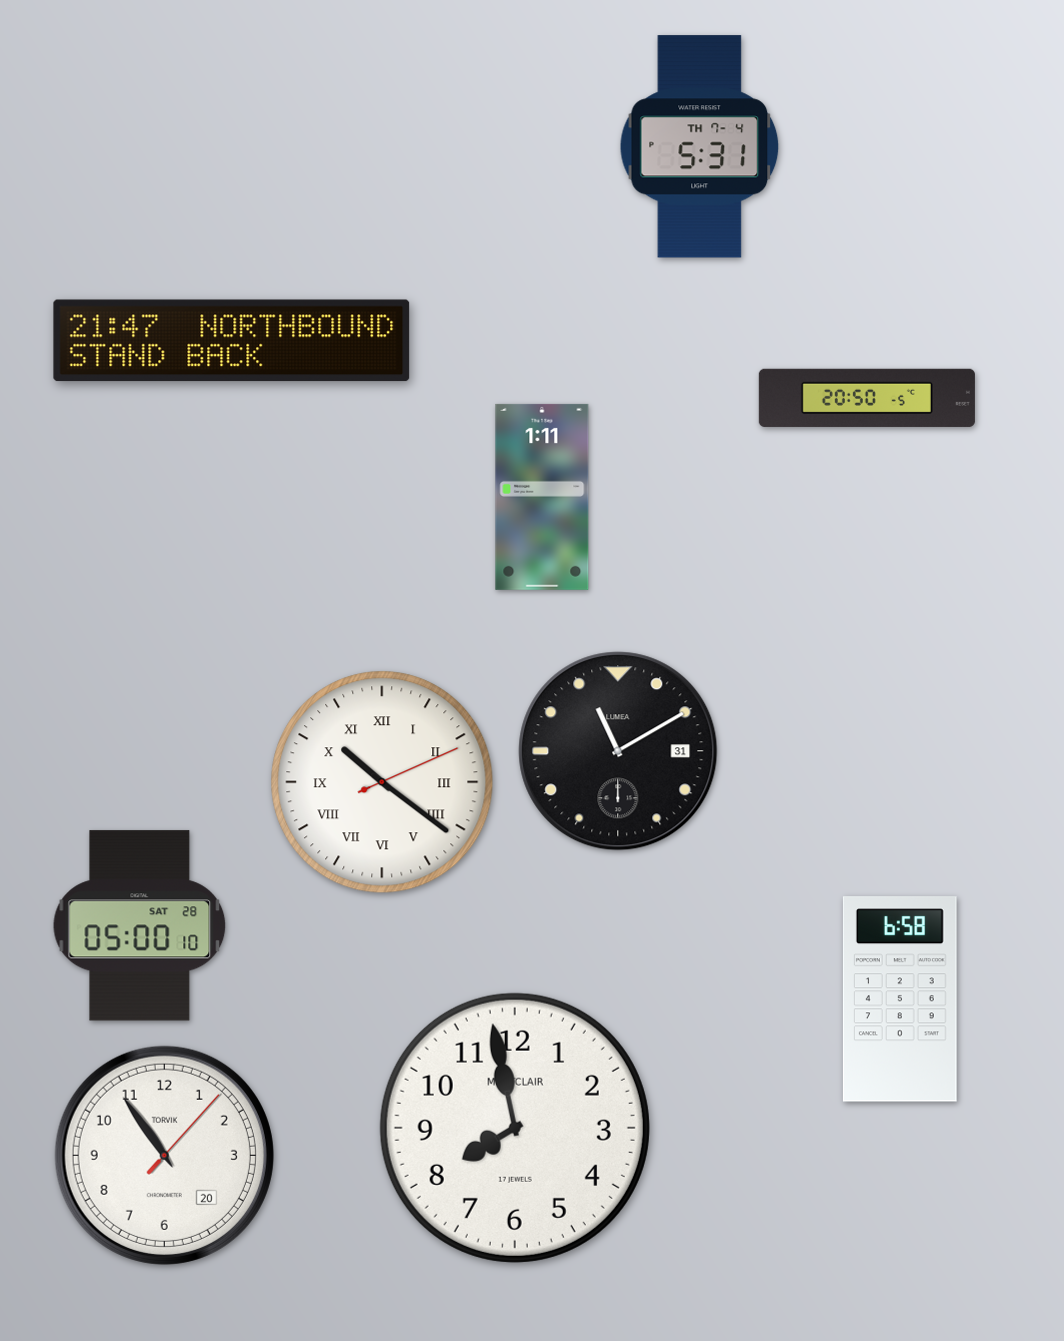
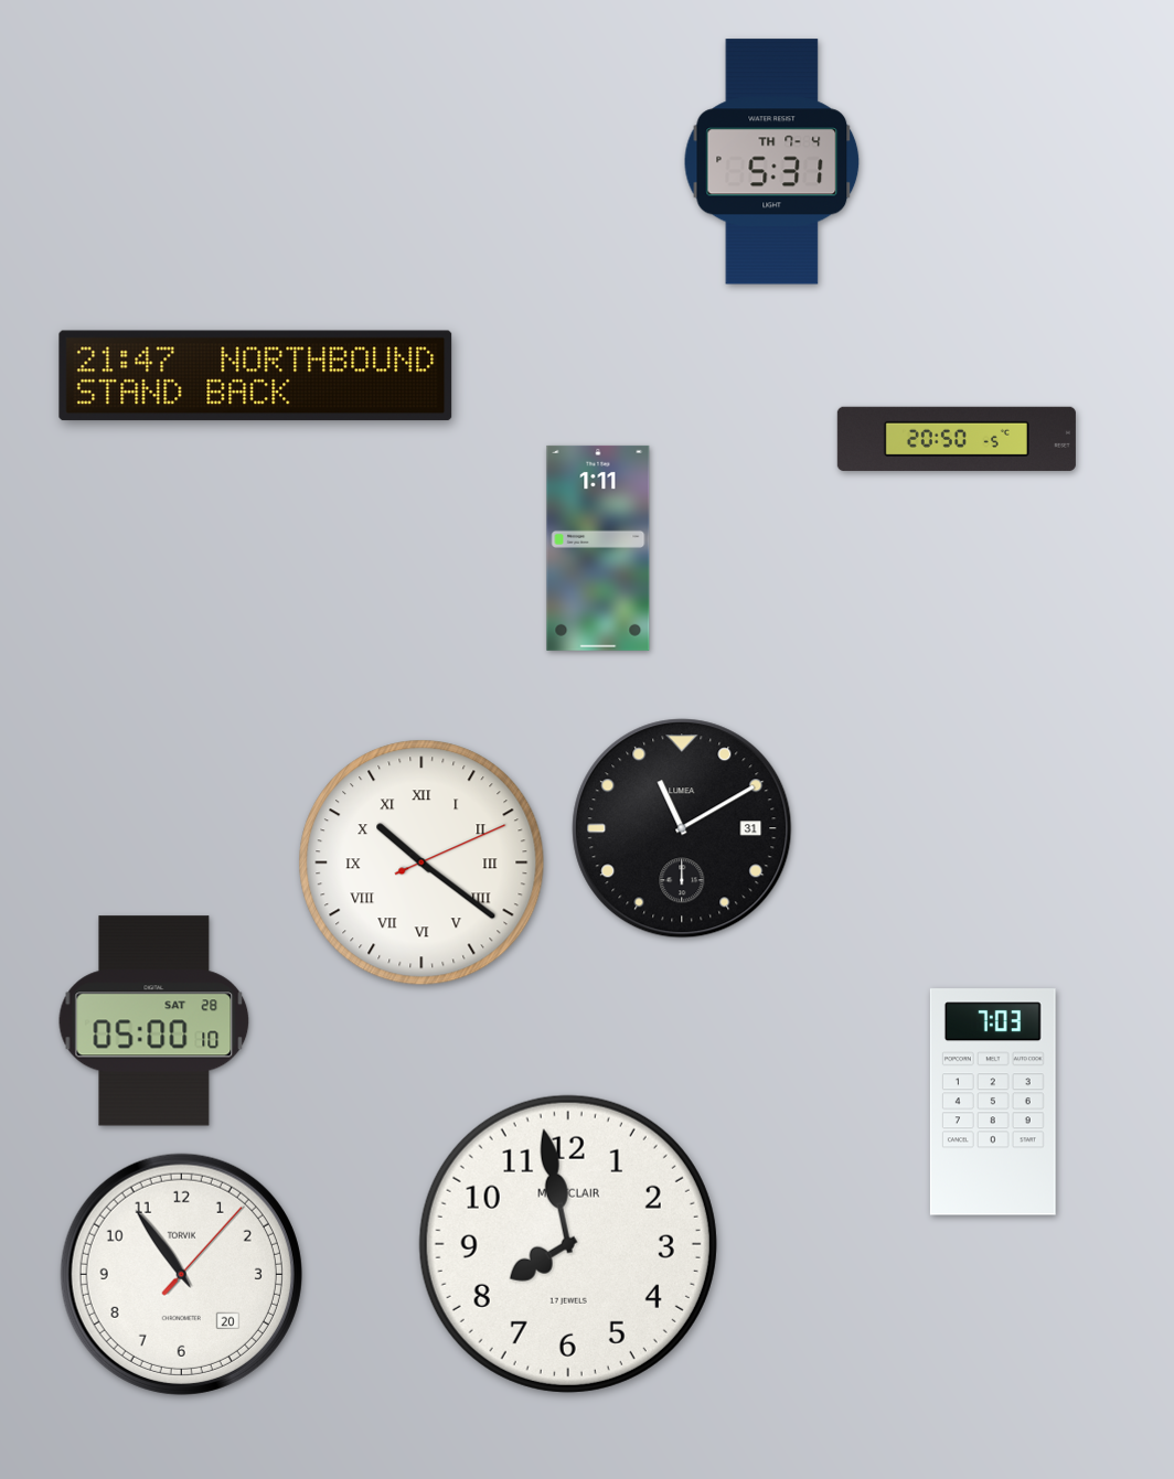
clock at (900, 999): 6:58 -> 7:03
